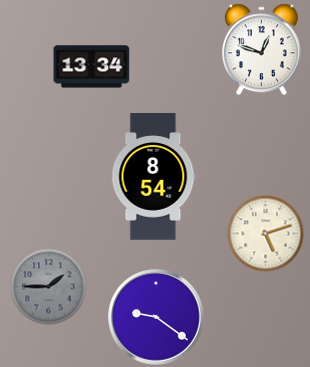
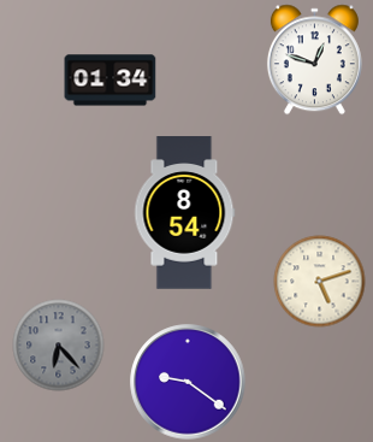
clock at (92, 67): 13:34 -> 01:34
clock at (49, 287): 1:45 -> 6:23
